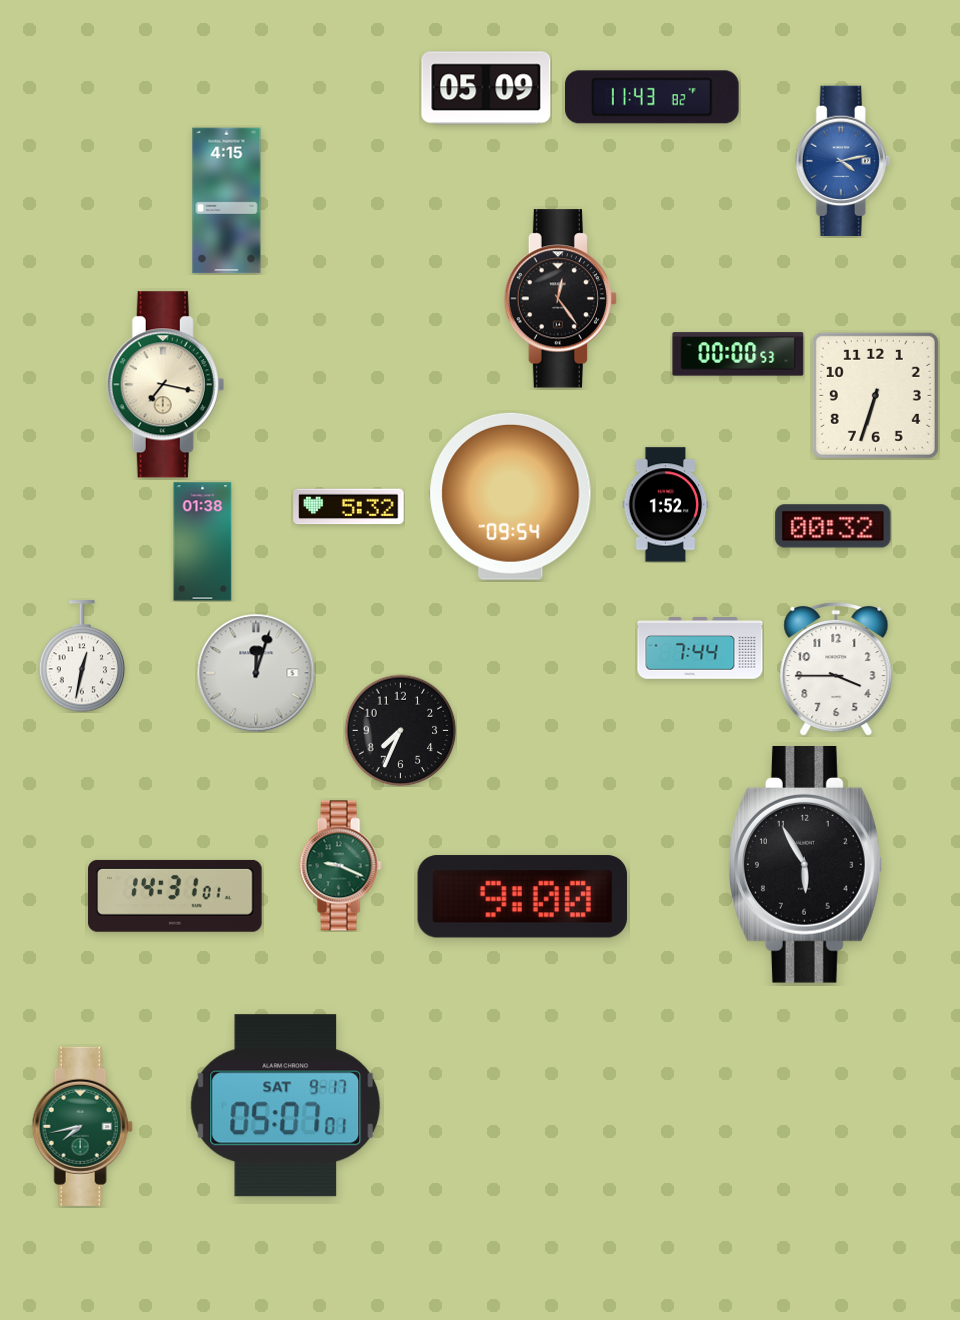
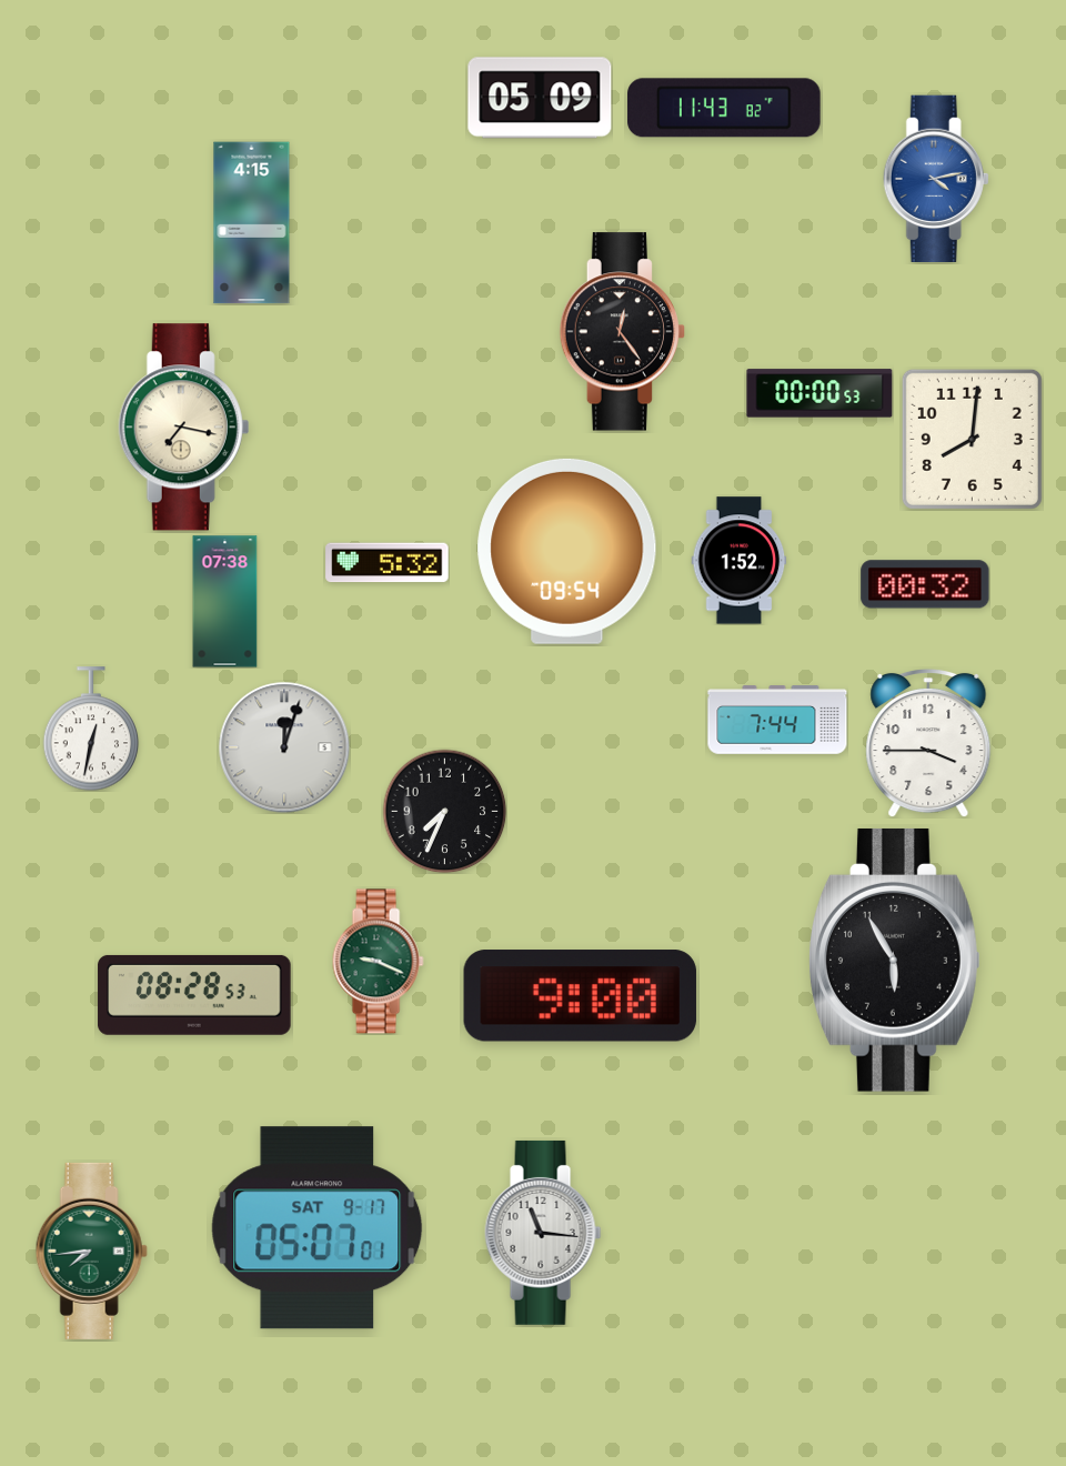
clock at (875, 395): 6:33 -> 8:01
clock at (203, 542): 01:38 -> 07:38
clock at (175, 896): 14:31 -> 08:28
clock at (543, 1233): none -> 11:16
clock at (82, 1126): 7:43 -> 7:44
